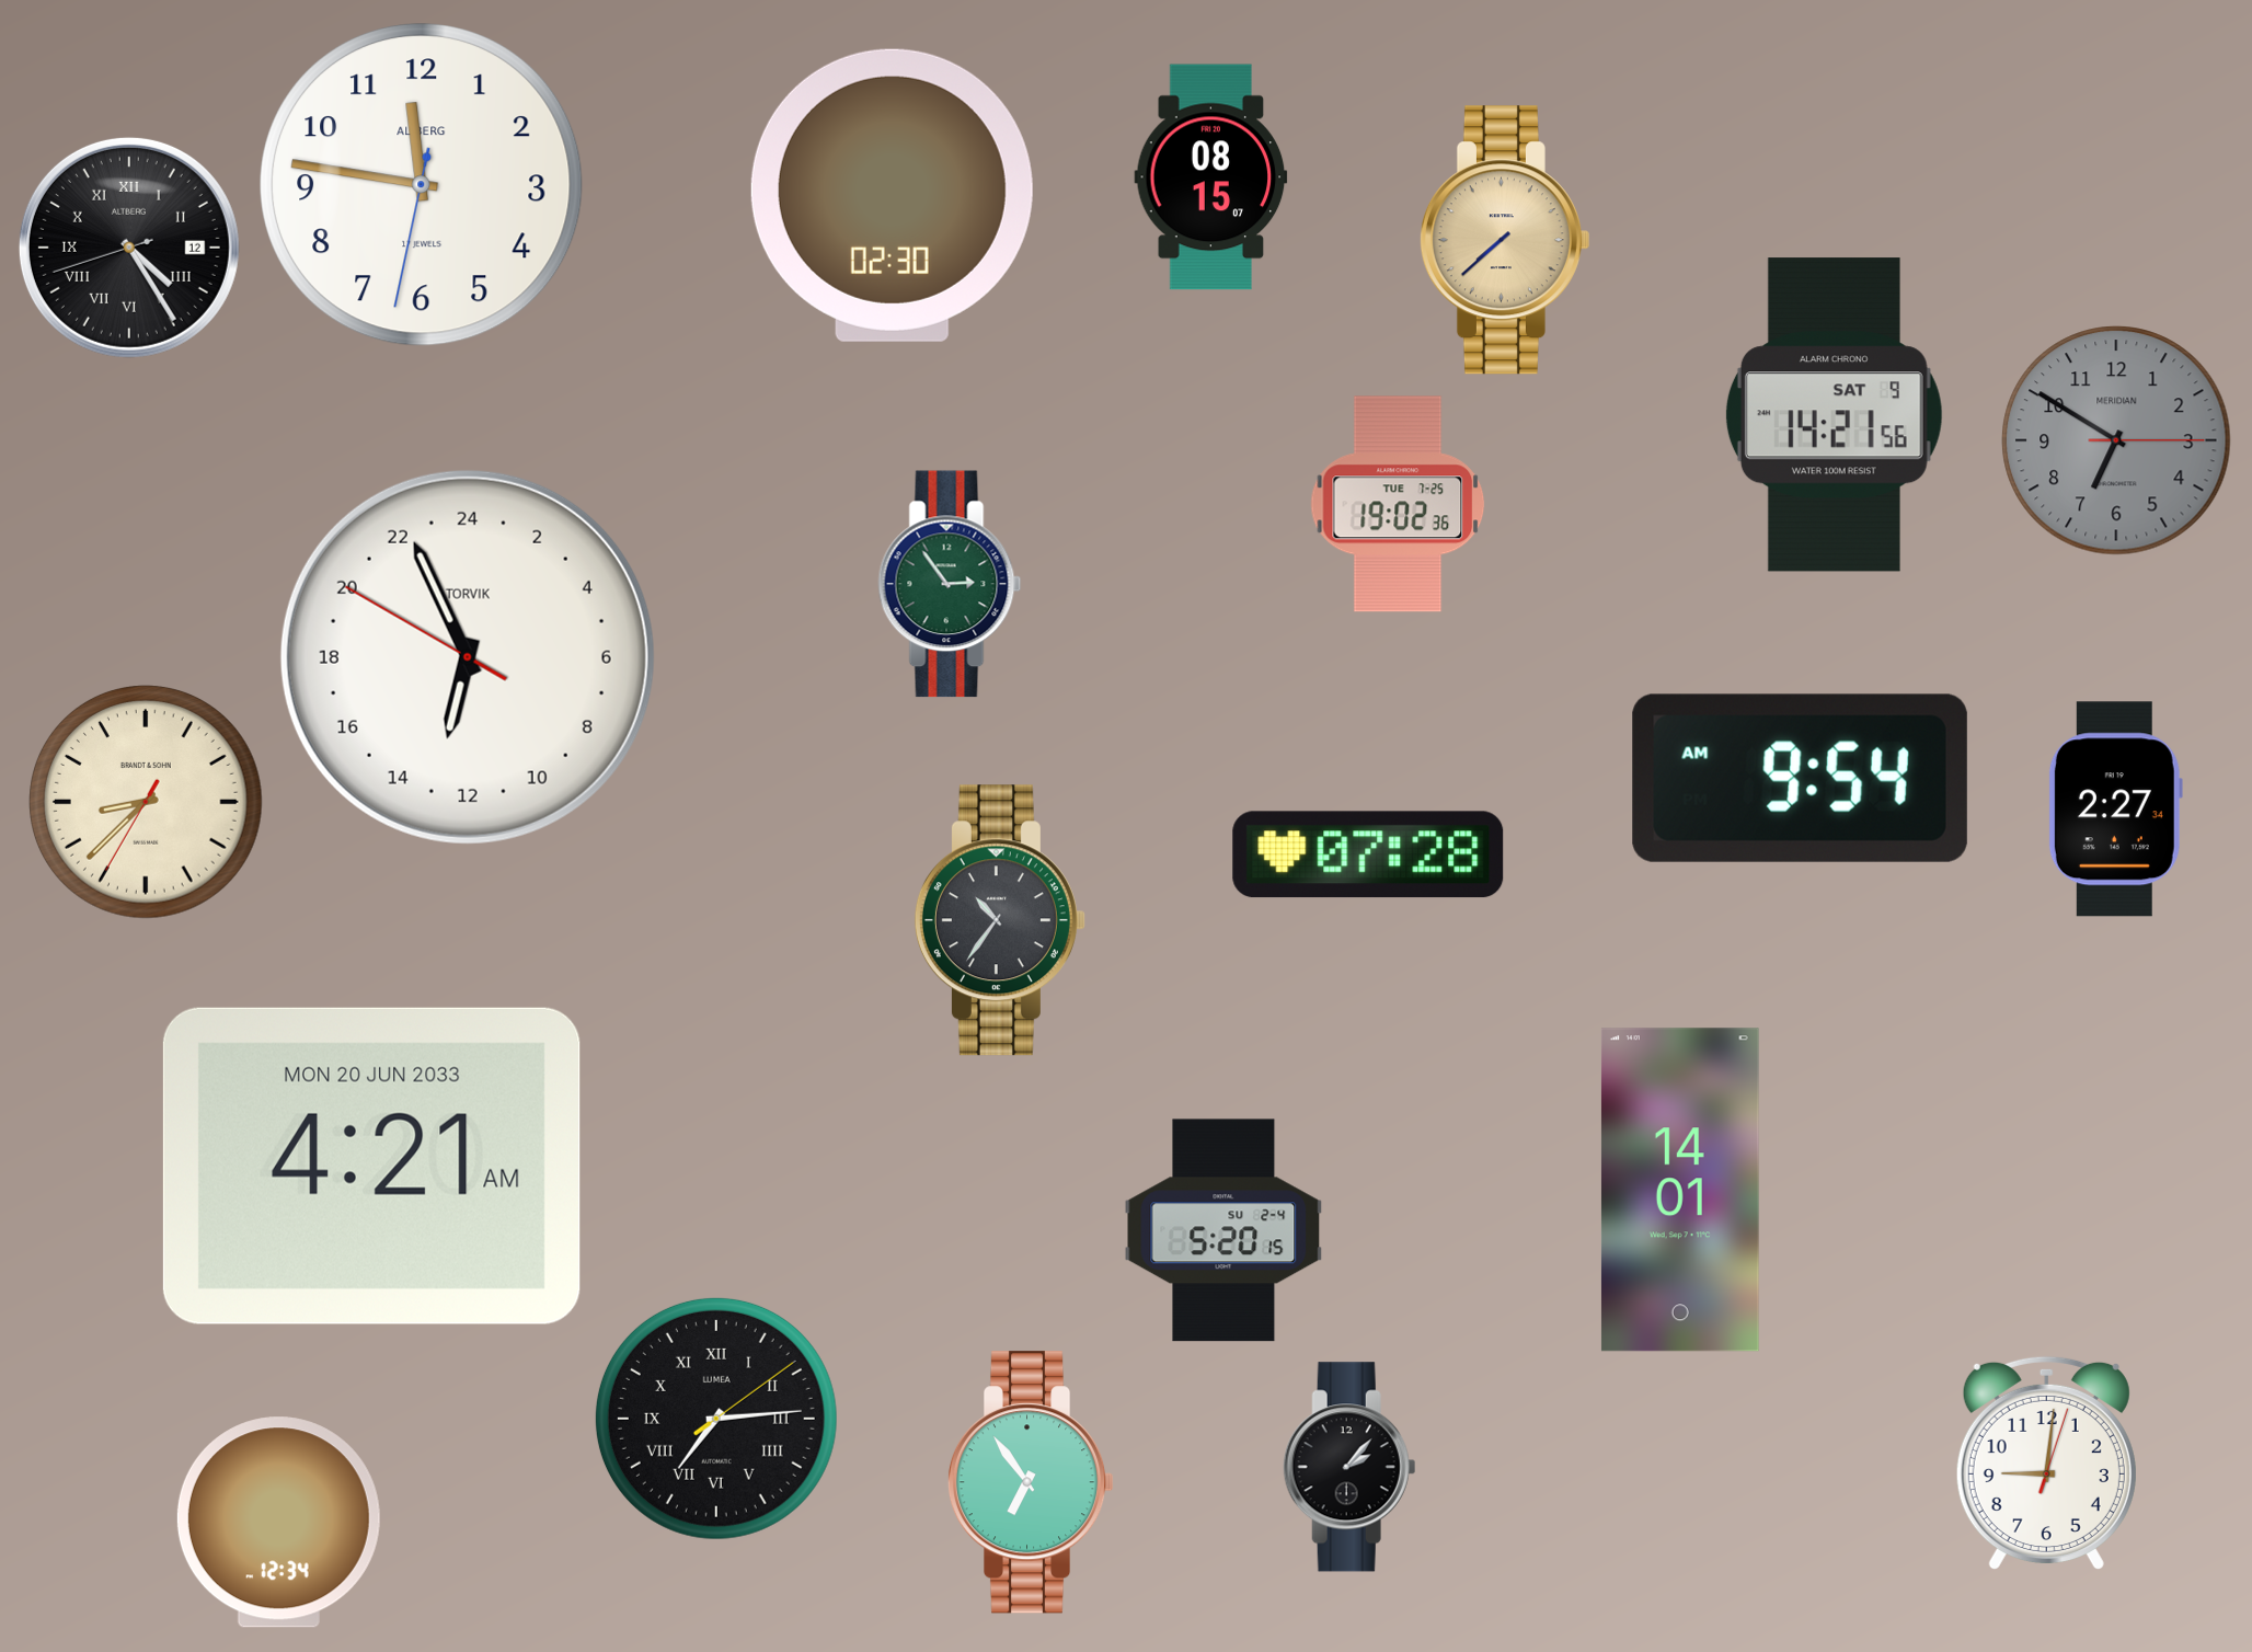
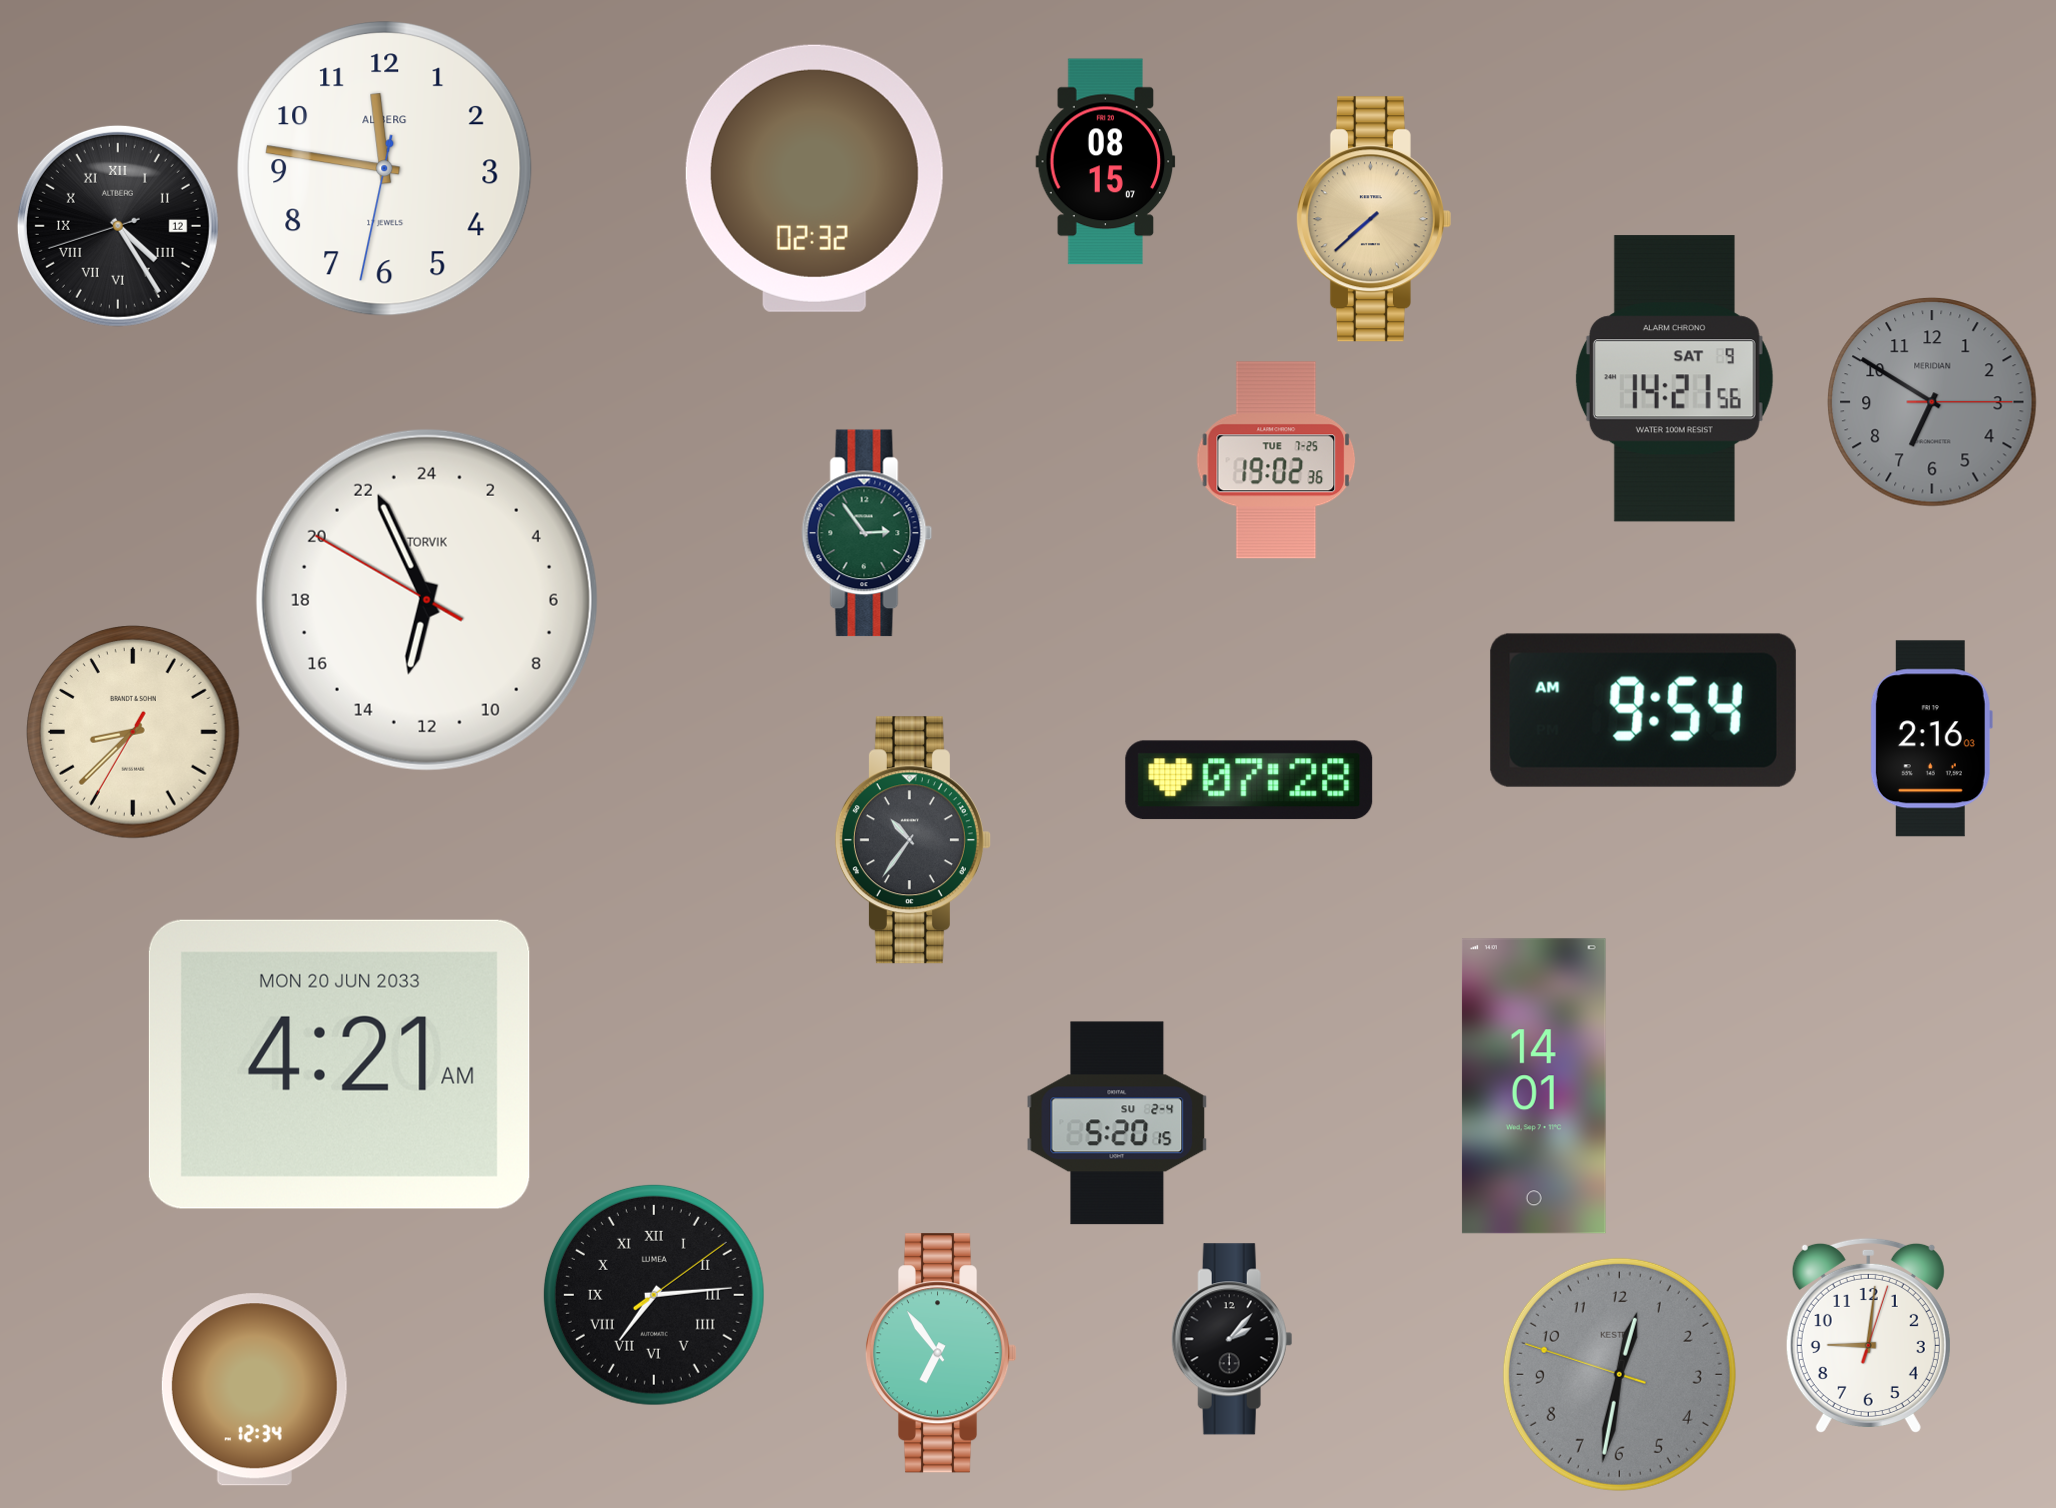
clock at (892, 195): 02:30 -> 02:32
clock at (2115, 810): 2:27 -> 2:16
clock at (1619, 1374): none -> 12:31
